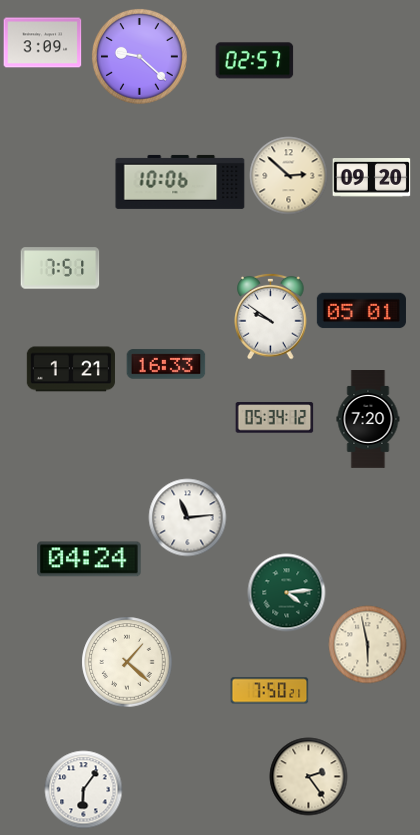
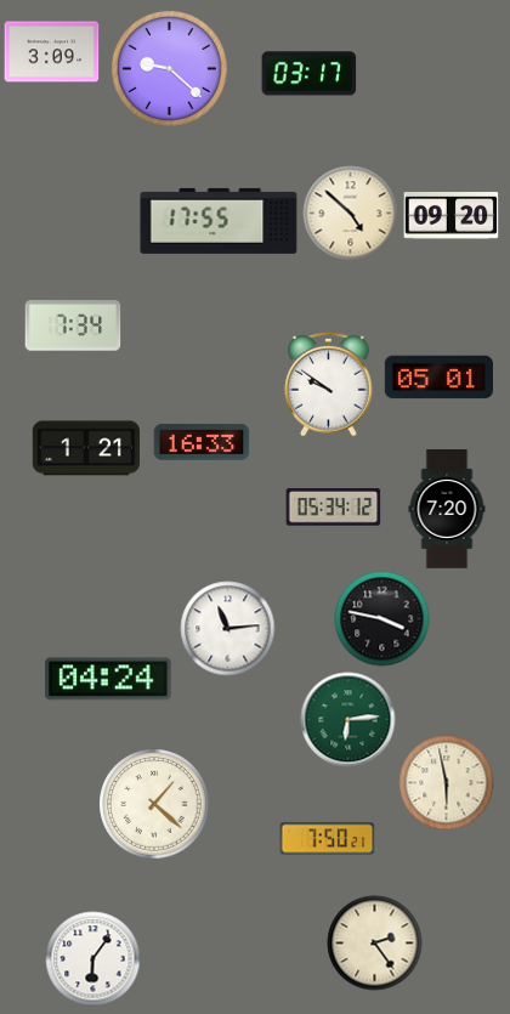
clock at (254, 61): 02:57 -> 03:17
clock at (288, 175): 2:52 -> 4:52
clock at (180, 182): 10:06 -> 17:55
clock at (60, 268): 7:51 -> 7:34
clock at (381, 618): none -> 3:47
clock at (286, 592): 4:14 -> 6:14
clock at (83, 789) position: (83, 789) -> (92, 958)
